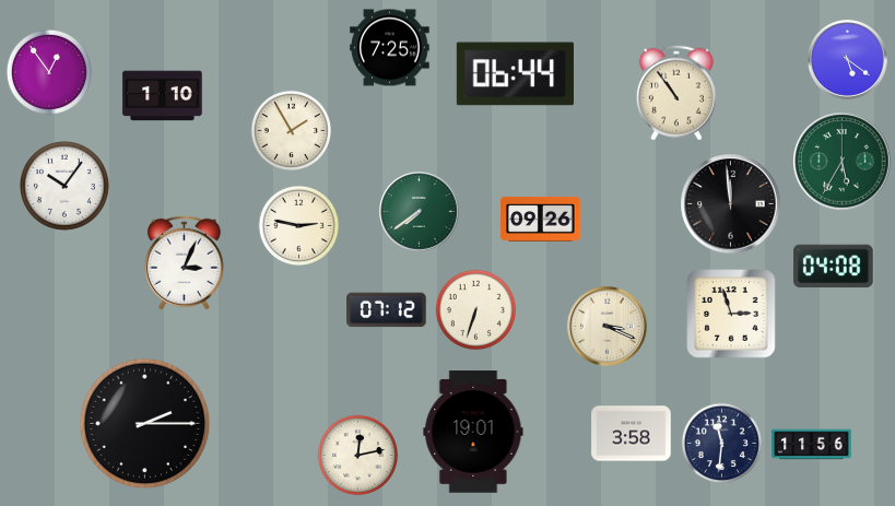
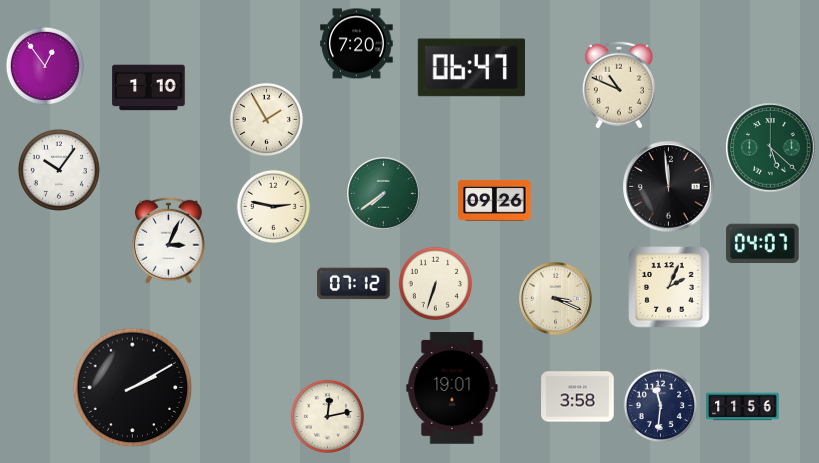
clock at (390, 48): 7:25 -> 7:20
clock at (848, 60): 5:21 -> none
clock at (515, 74): 06:44 -> 06:47
clock at (676, 93): 10:54 -> 10:49
clock at (843, 162): 5:35 -> 5:22
clock at (834, 267): 04:08 -> 04:07
clock at (731, 314): 2:57 -> 2:04
clock at (145, 424): 2:15 -> 2:10
clock at (473, 432) position: (473, 432) -> (452, 388)
